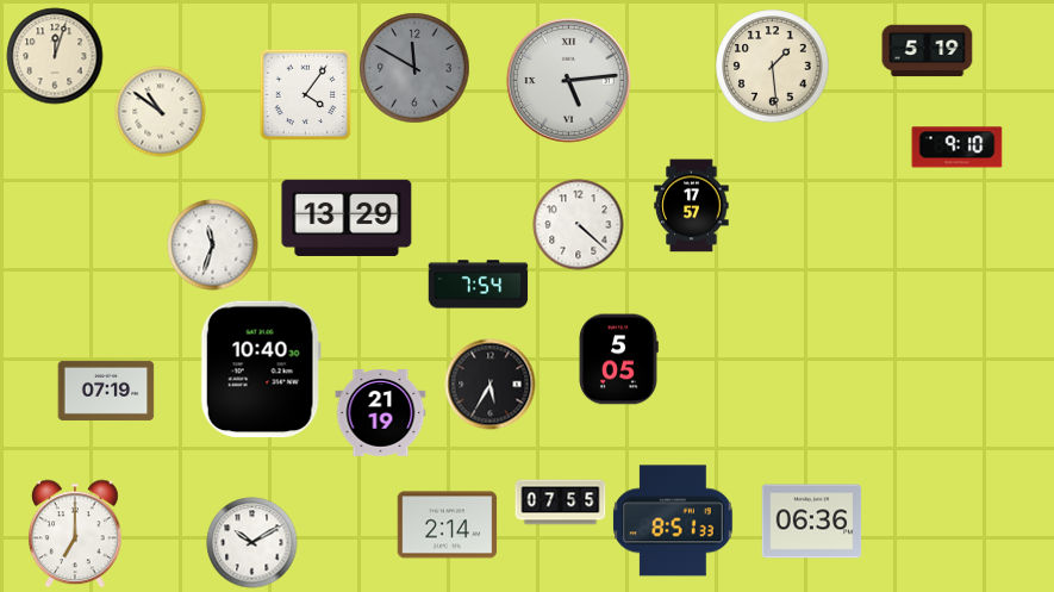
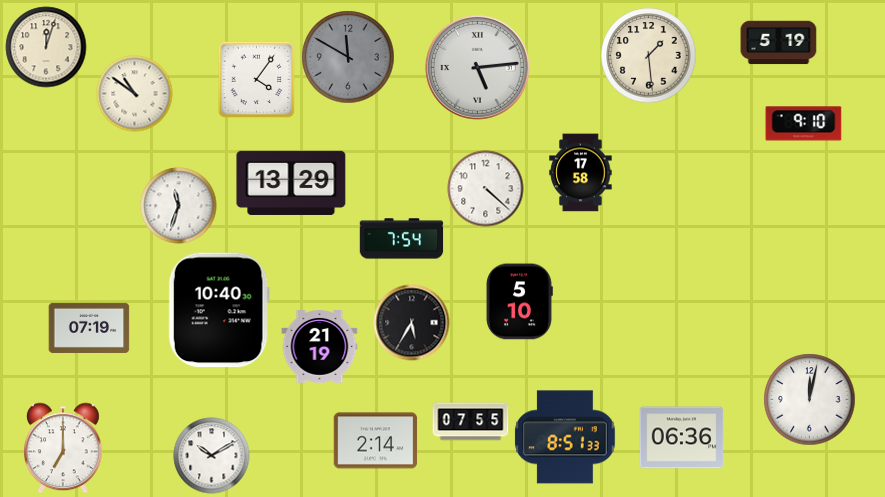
clock at (692, 206): 17:57 -> 17:58
clock at (618, 360): 5:05 -> 5:10
clock at (810, 400): none -> 12:02
